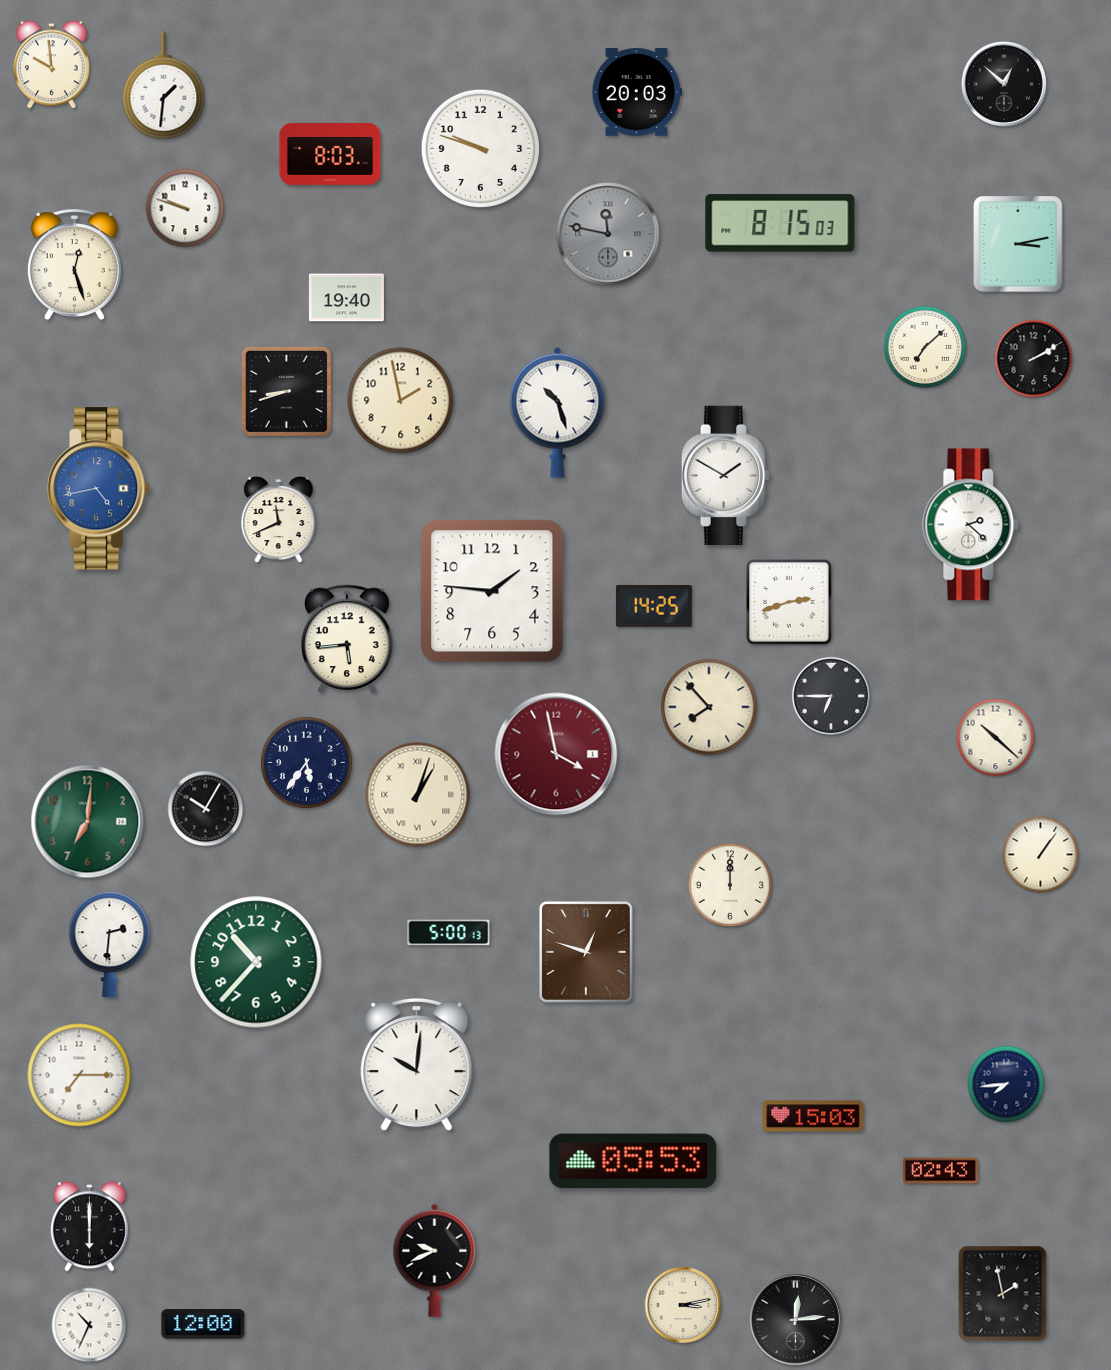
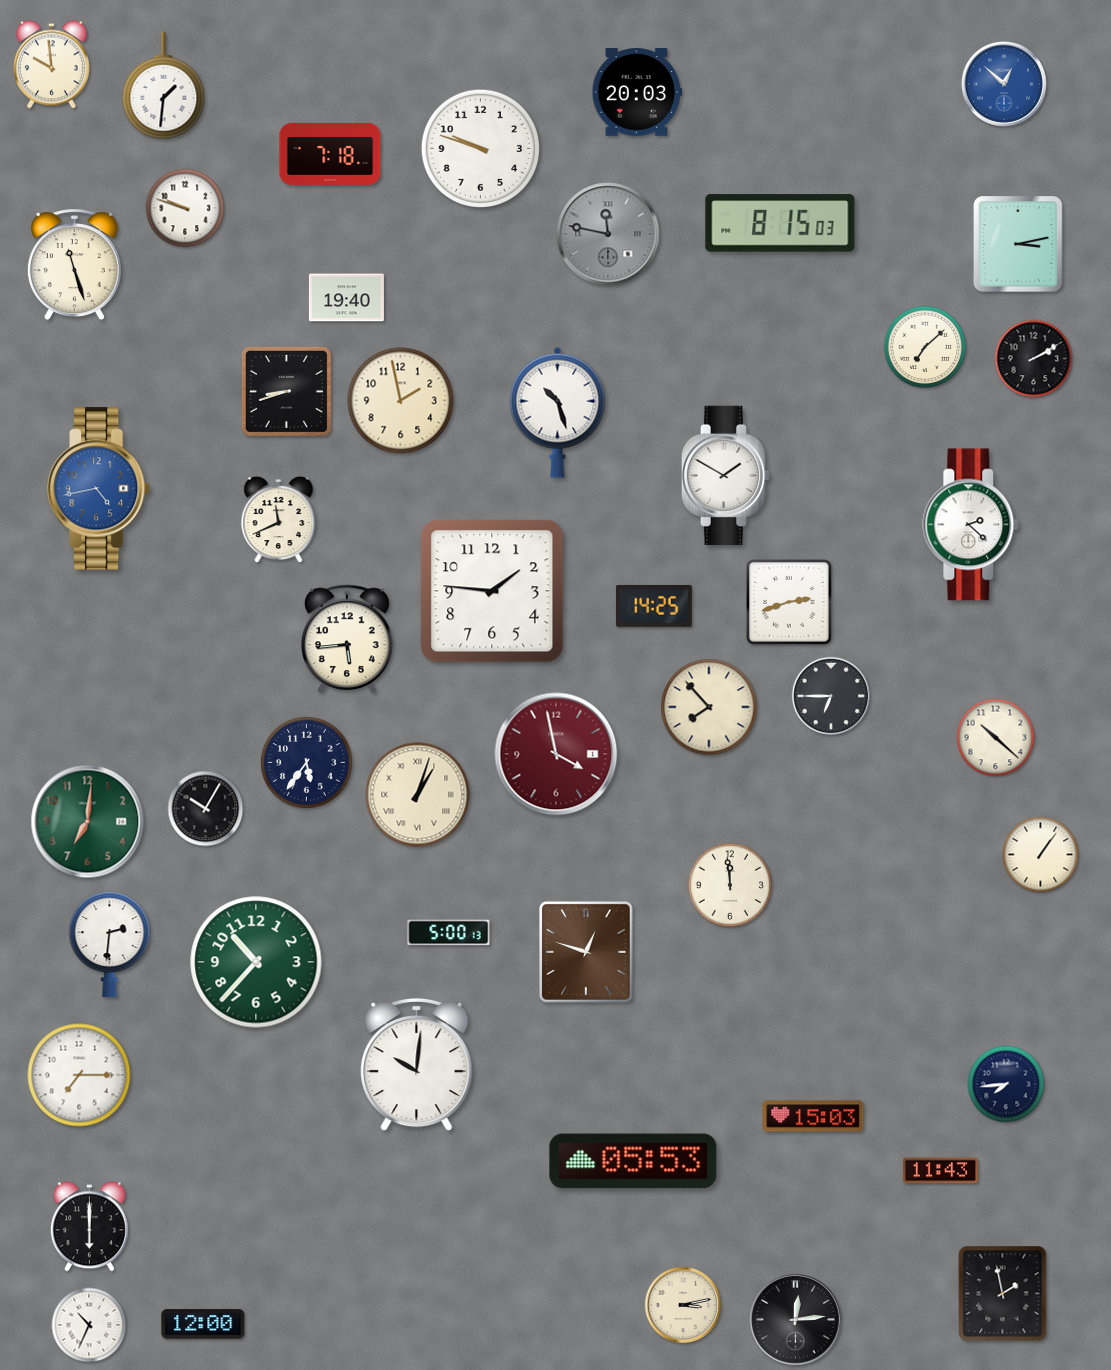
clock at (1004, 84) dial: black -> blue
clock at (330, 155): 8:03 -> 7:18
clock at (74, 265): 12:27 -> 11:27
clock at (729, 884): 12:00 -> 11:59
clock at (940, 1171): 02:43 -> 11:43
clock at (435, 1260): 9:41 -> none
